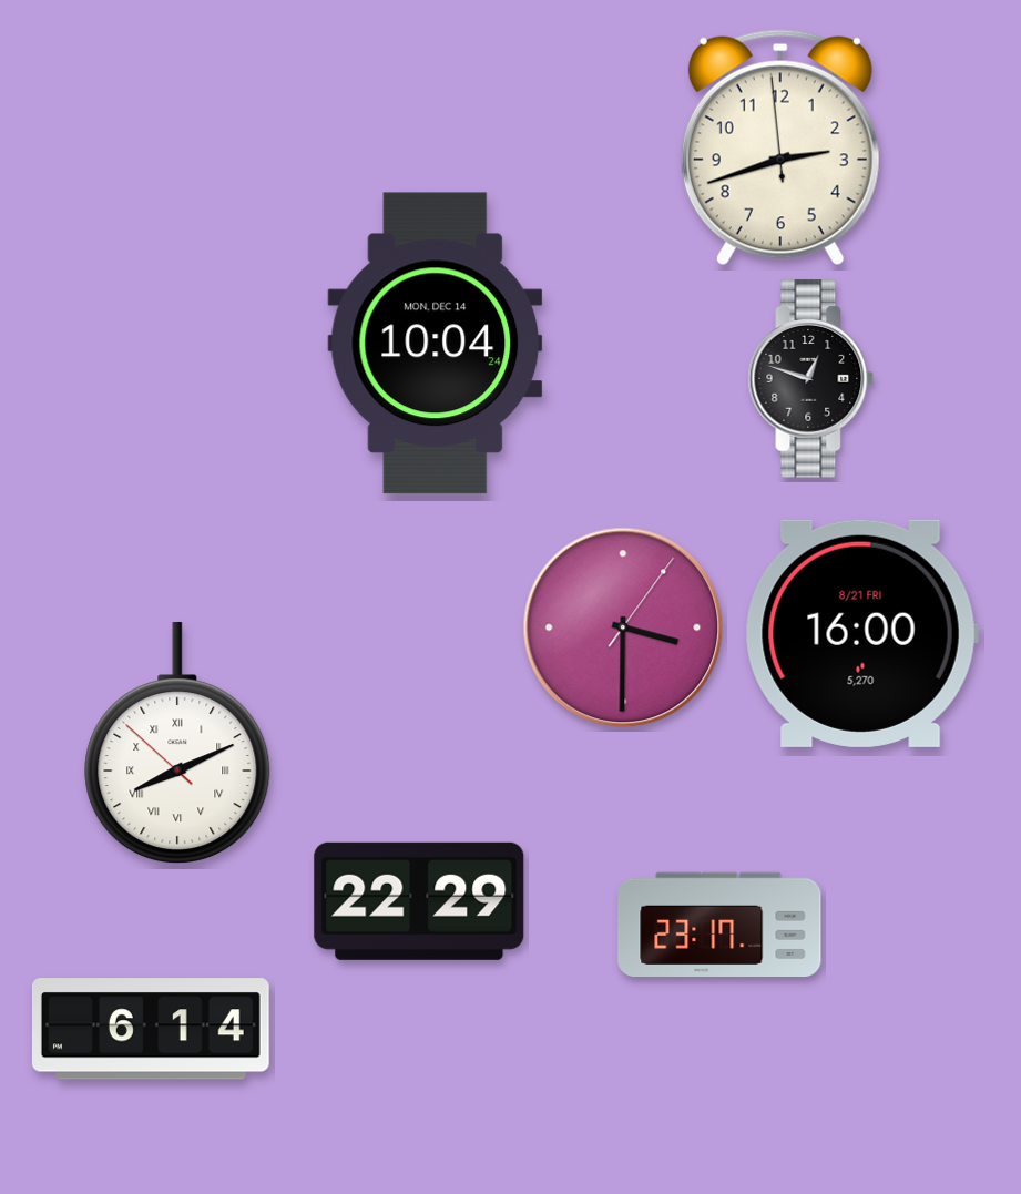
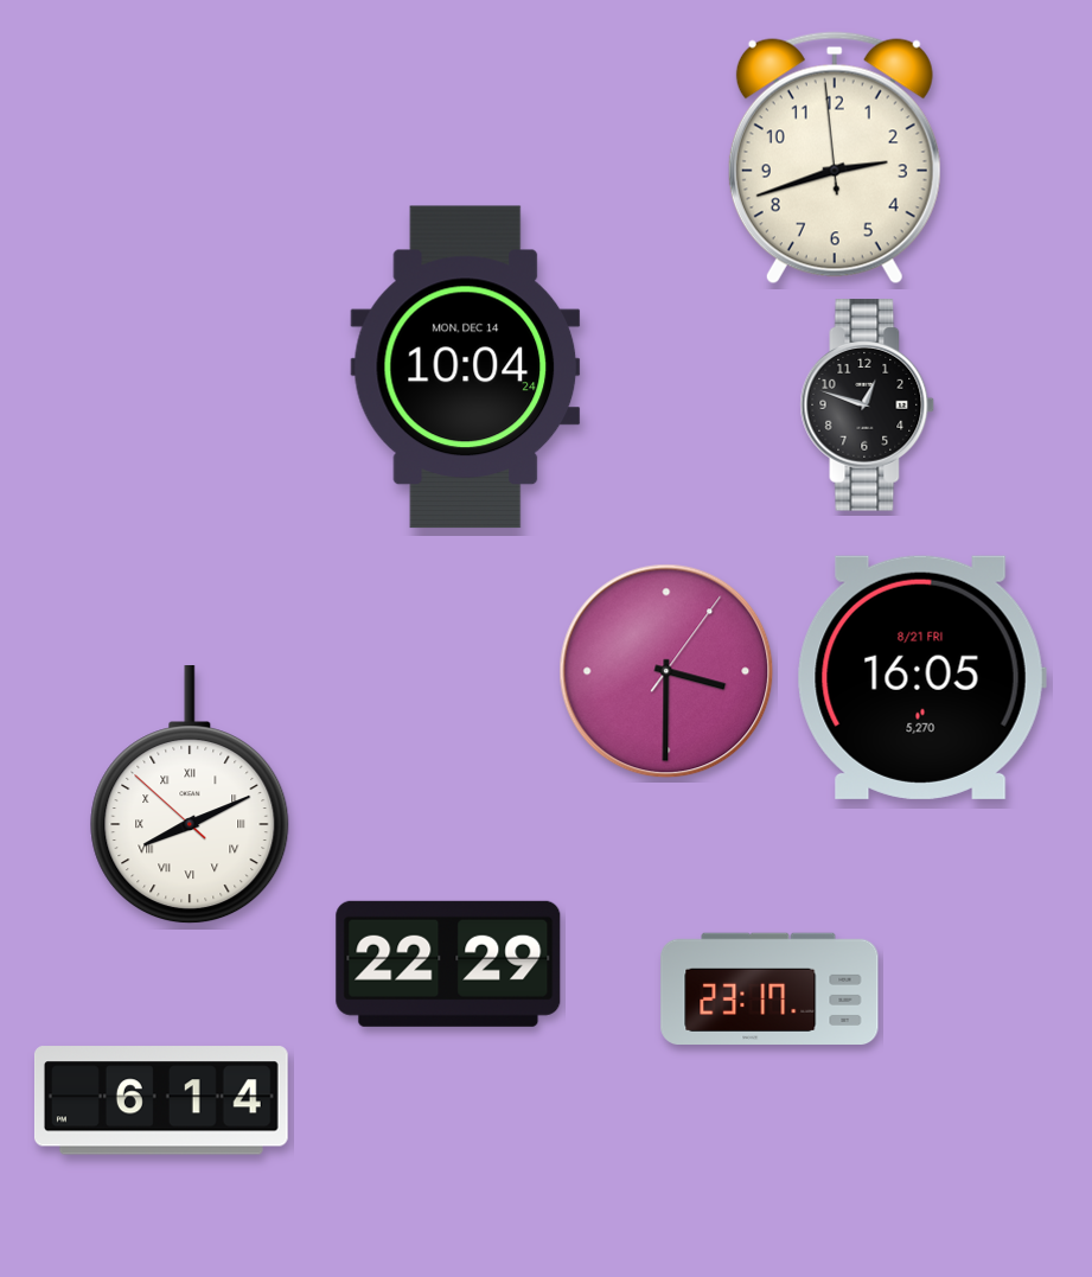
clock at (861, 633): 16:00 -> 16:05
